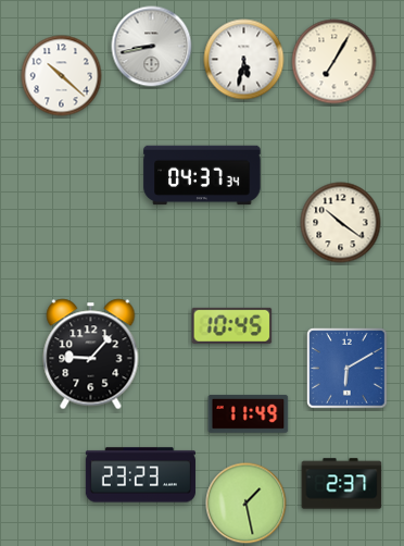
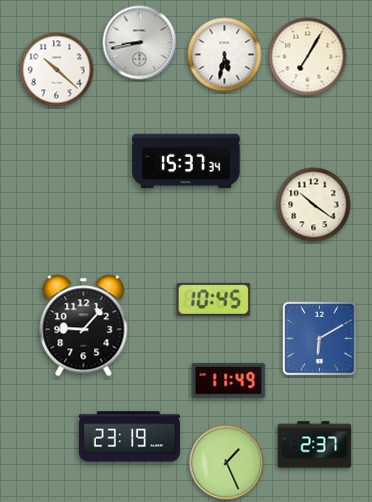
clock at (202, 175): 04:37 -> 15:37
clock at (140, 475): 23:23 -> 23:19
clock at (247, 504): 1:28 -> 1:26
